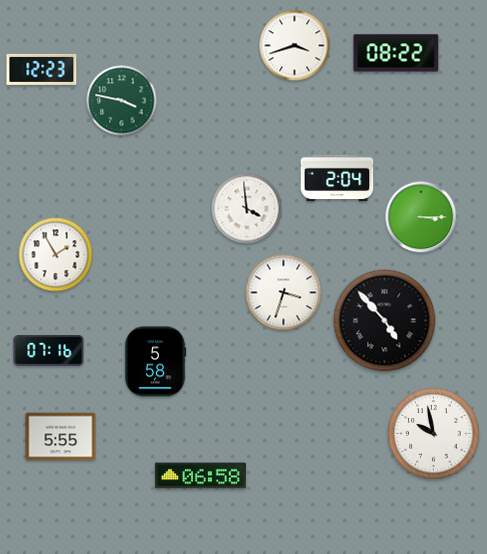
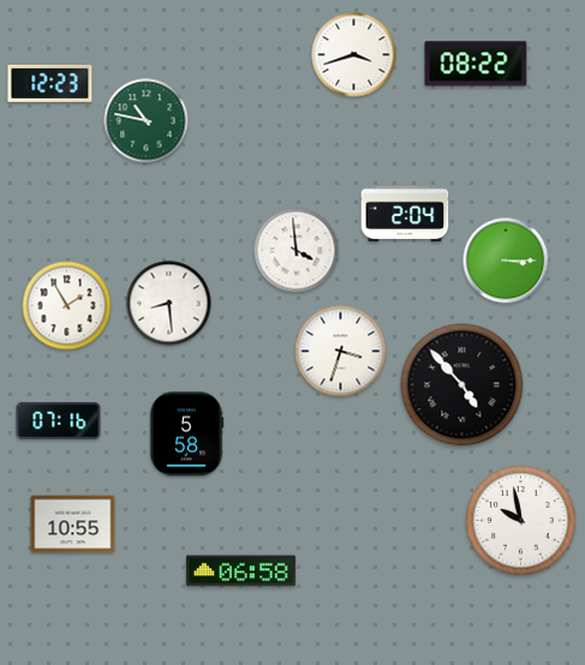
clock at (122, 101): 3:47 -> 10:47
clock at (169, 304): none -> 8:29
clock at (61, 437): 5:55 -> 10:55
